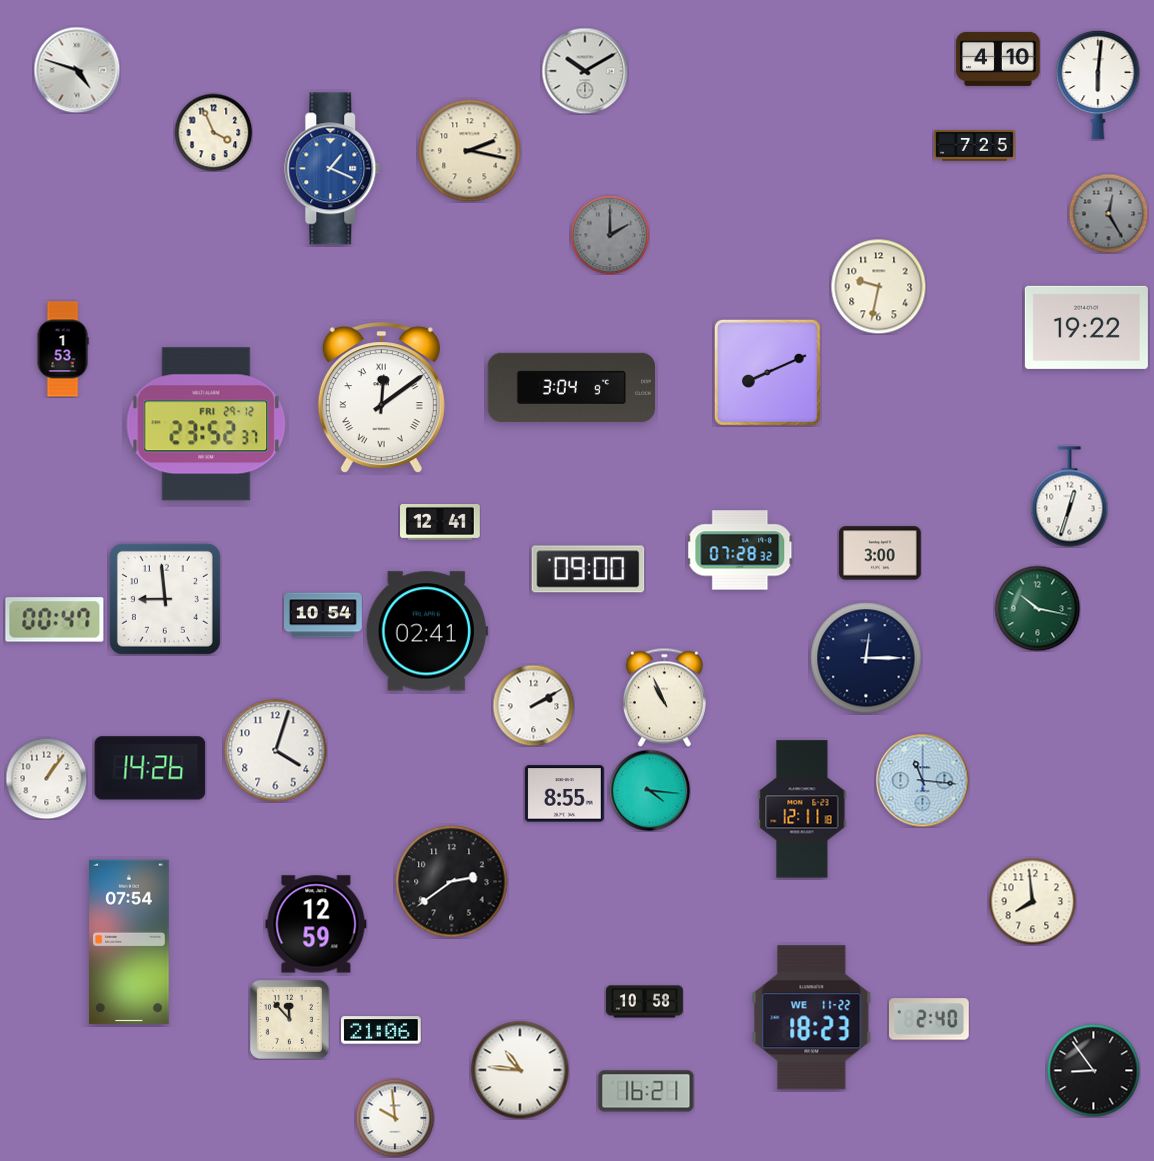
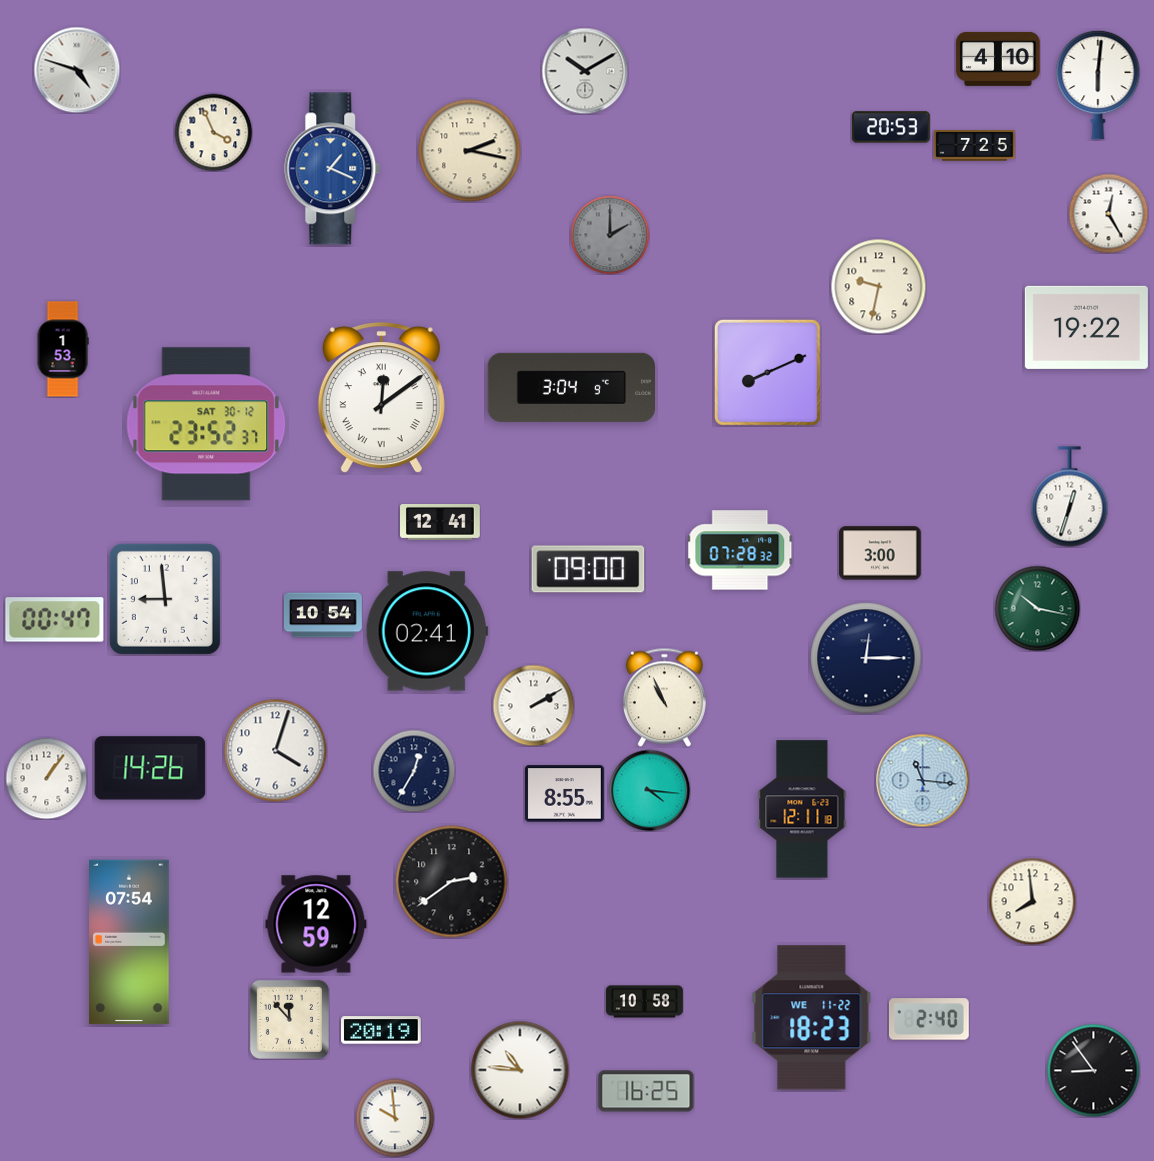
clock at (891, 127): none -> 20:53
clock at (1108, 213) dial: grey -> white
clock at (206, 424) date: FRI 29-12 -> SAT 30-12
clock at (414, 771): none -> 12:35
clock at (382, 1030): 21:06 -> 20:19
clock at (646, 1091): 16:21 -> 16:25
